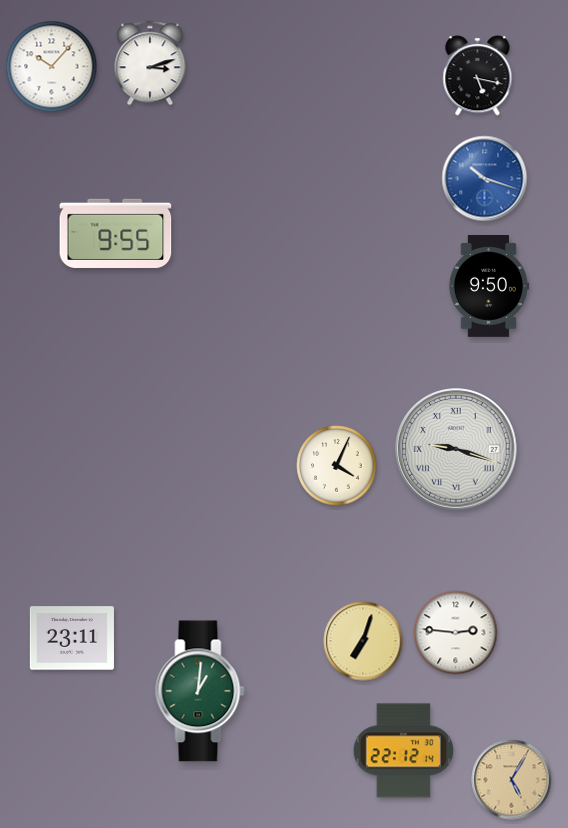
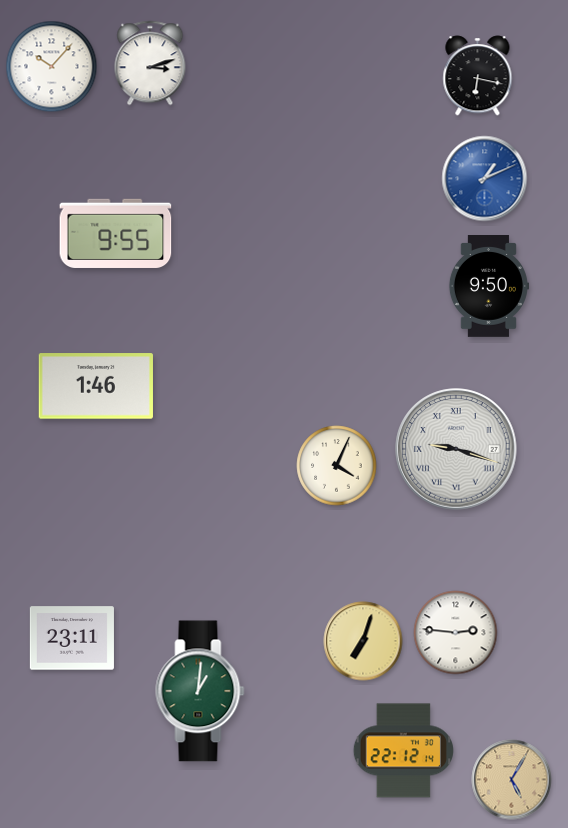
clock at (478, 76): 5:17 -> 6:17
clock at (485, 179): 10:18 -> 1:11
clock at (96, 386): none -> 1:46
